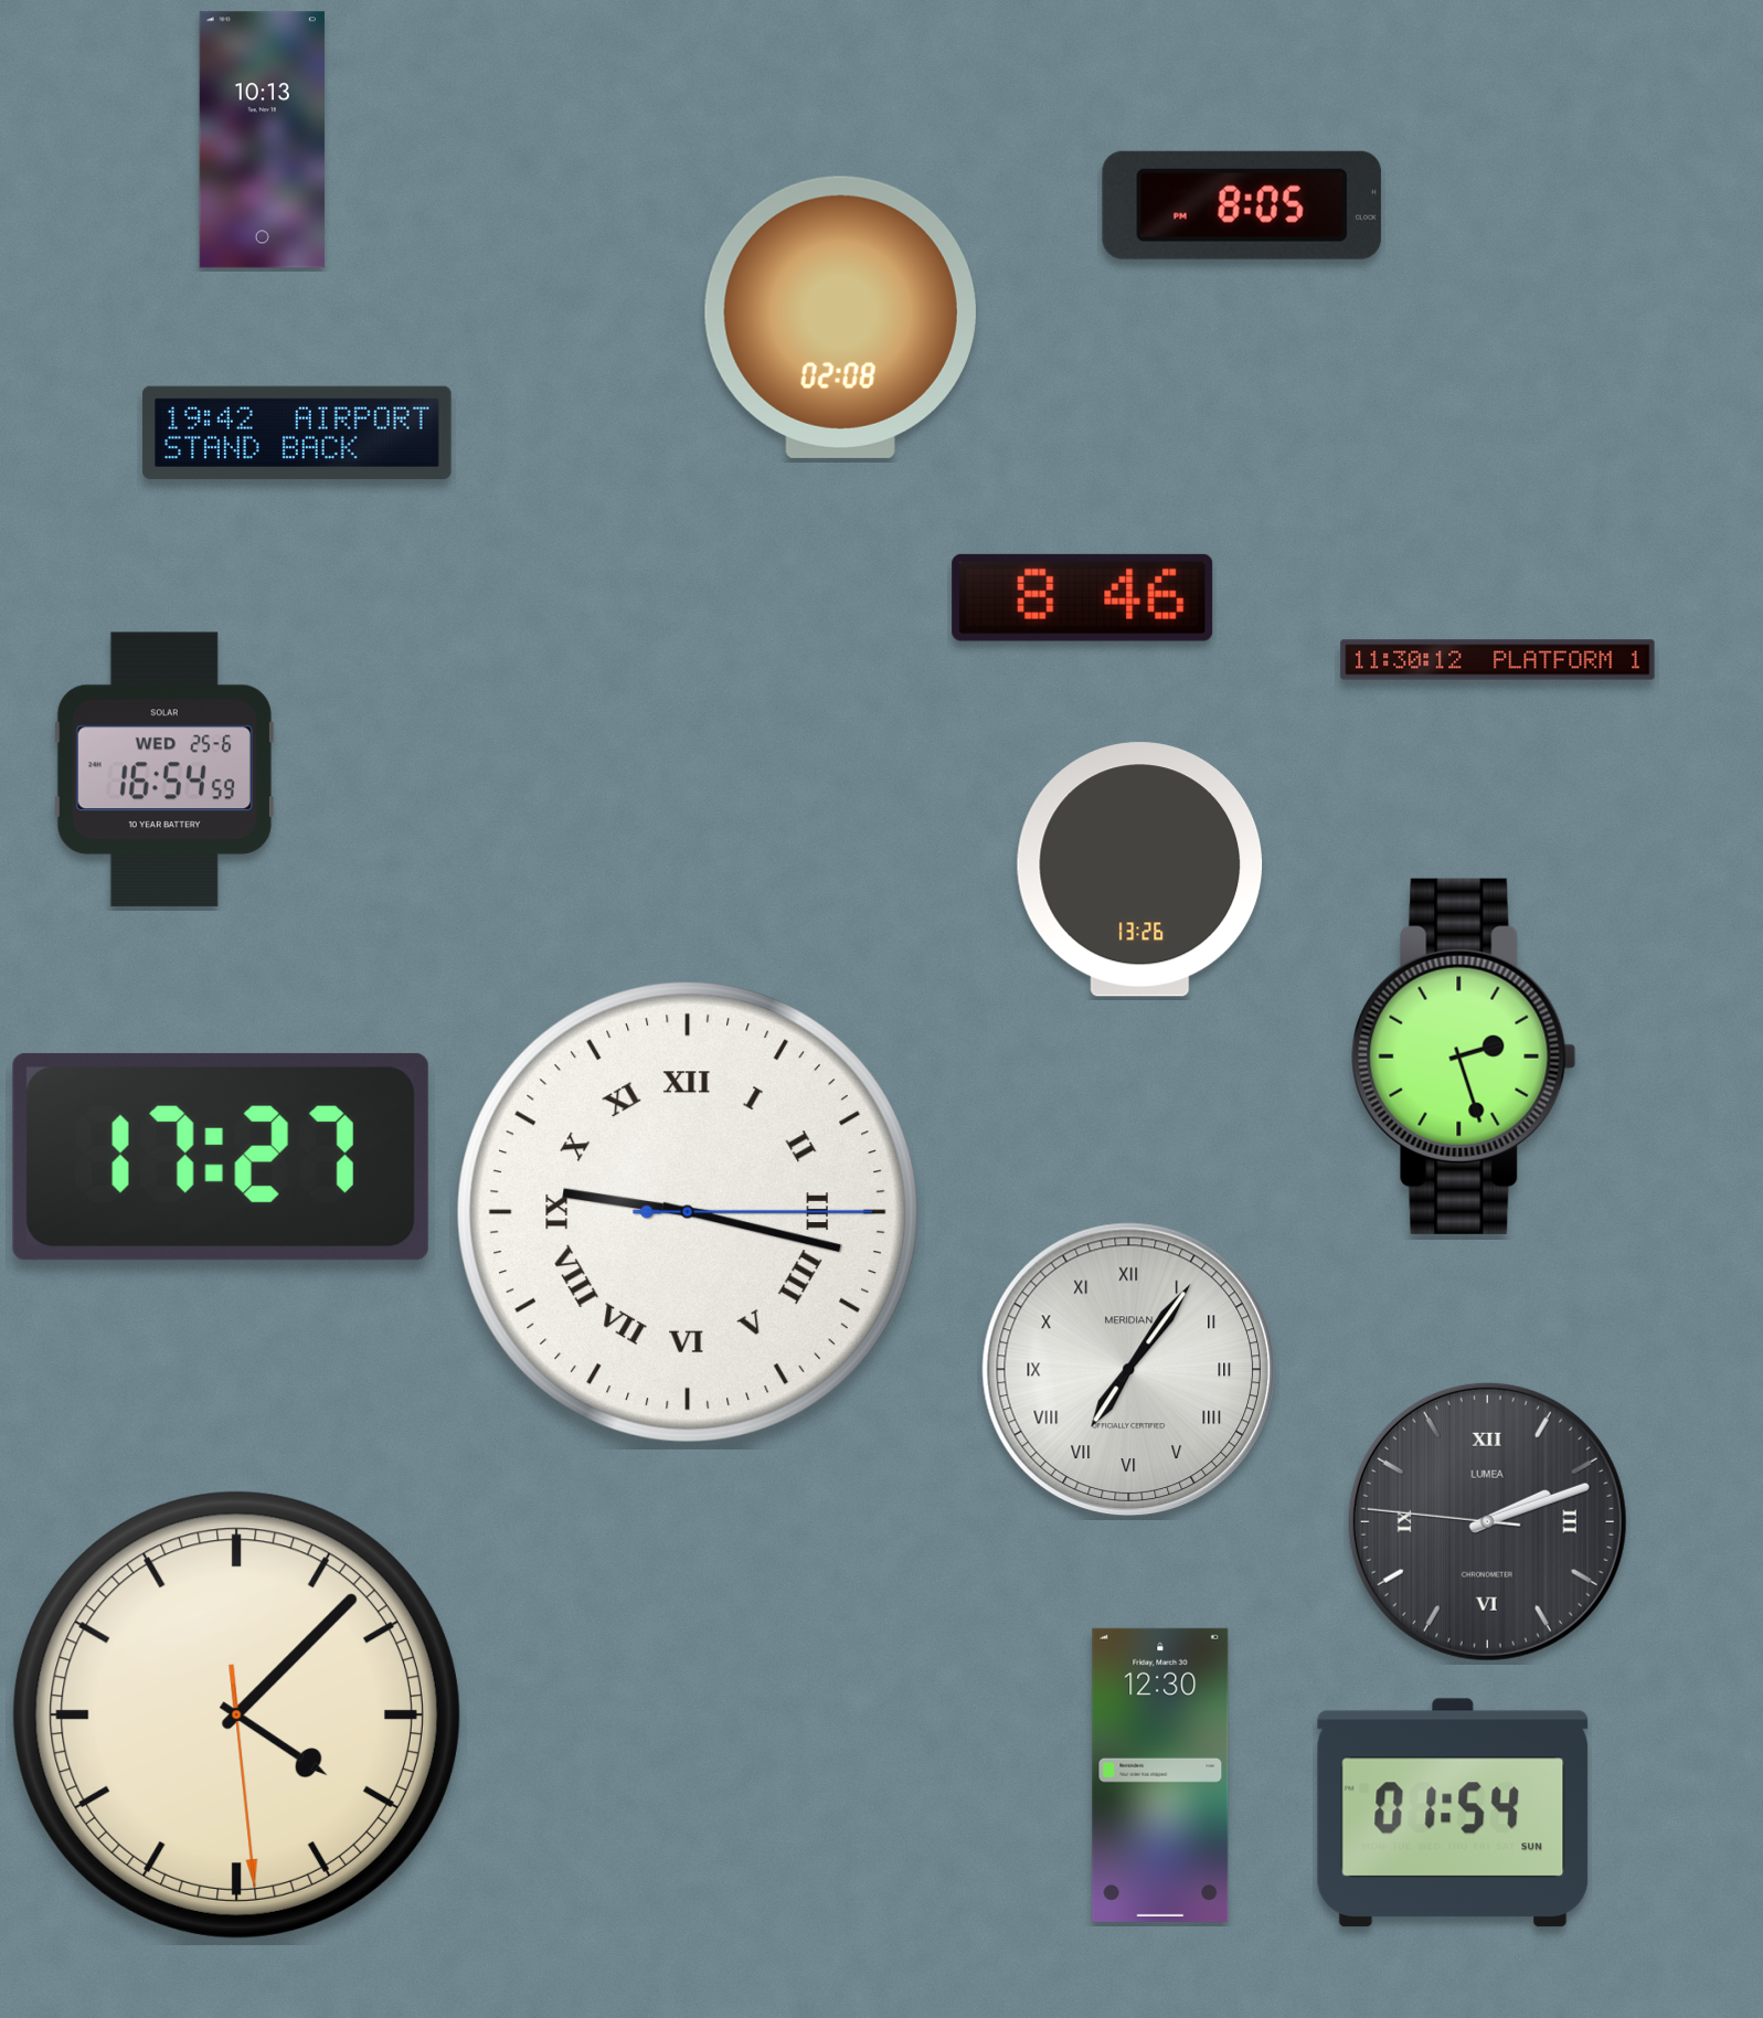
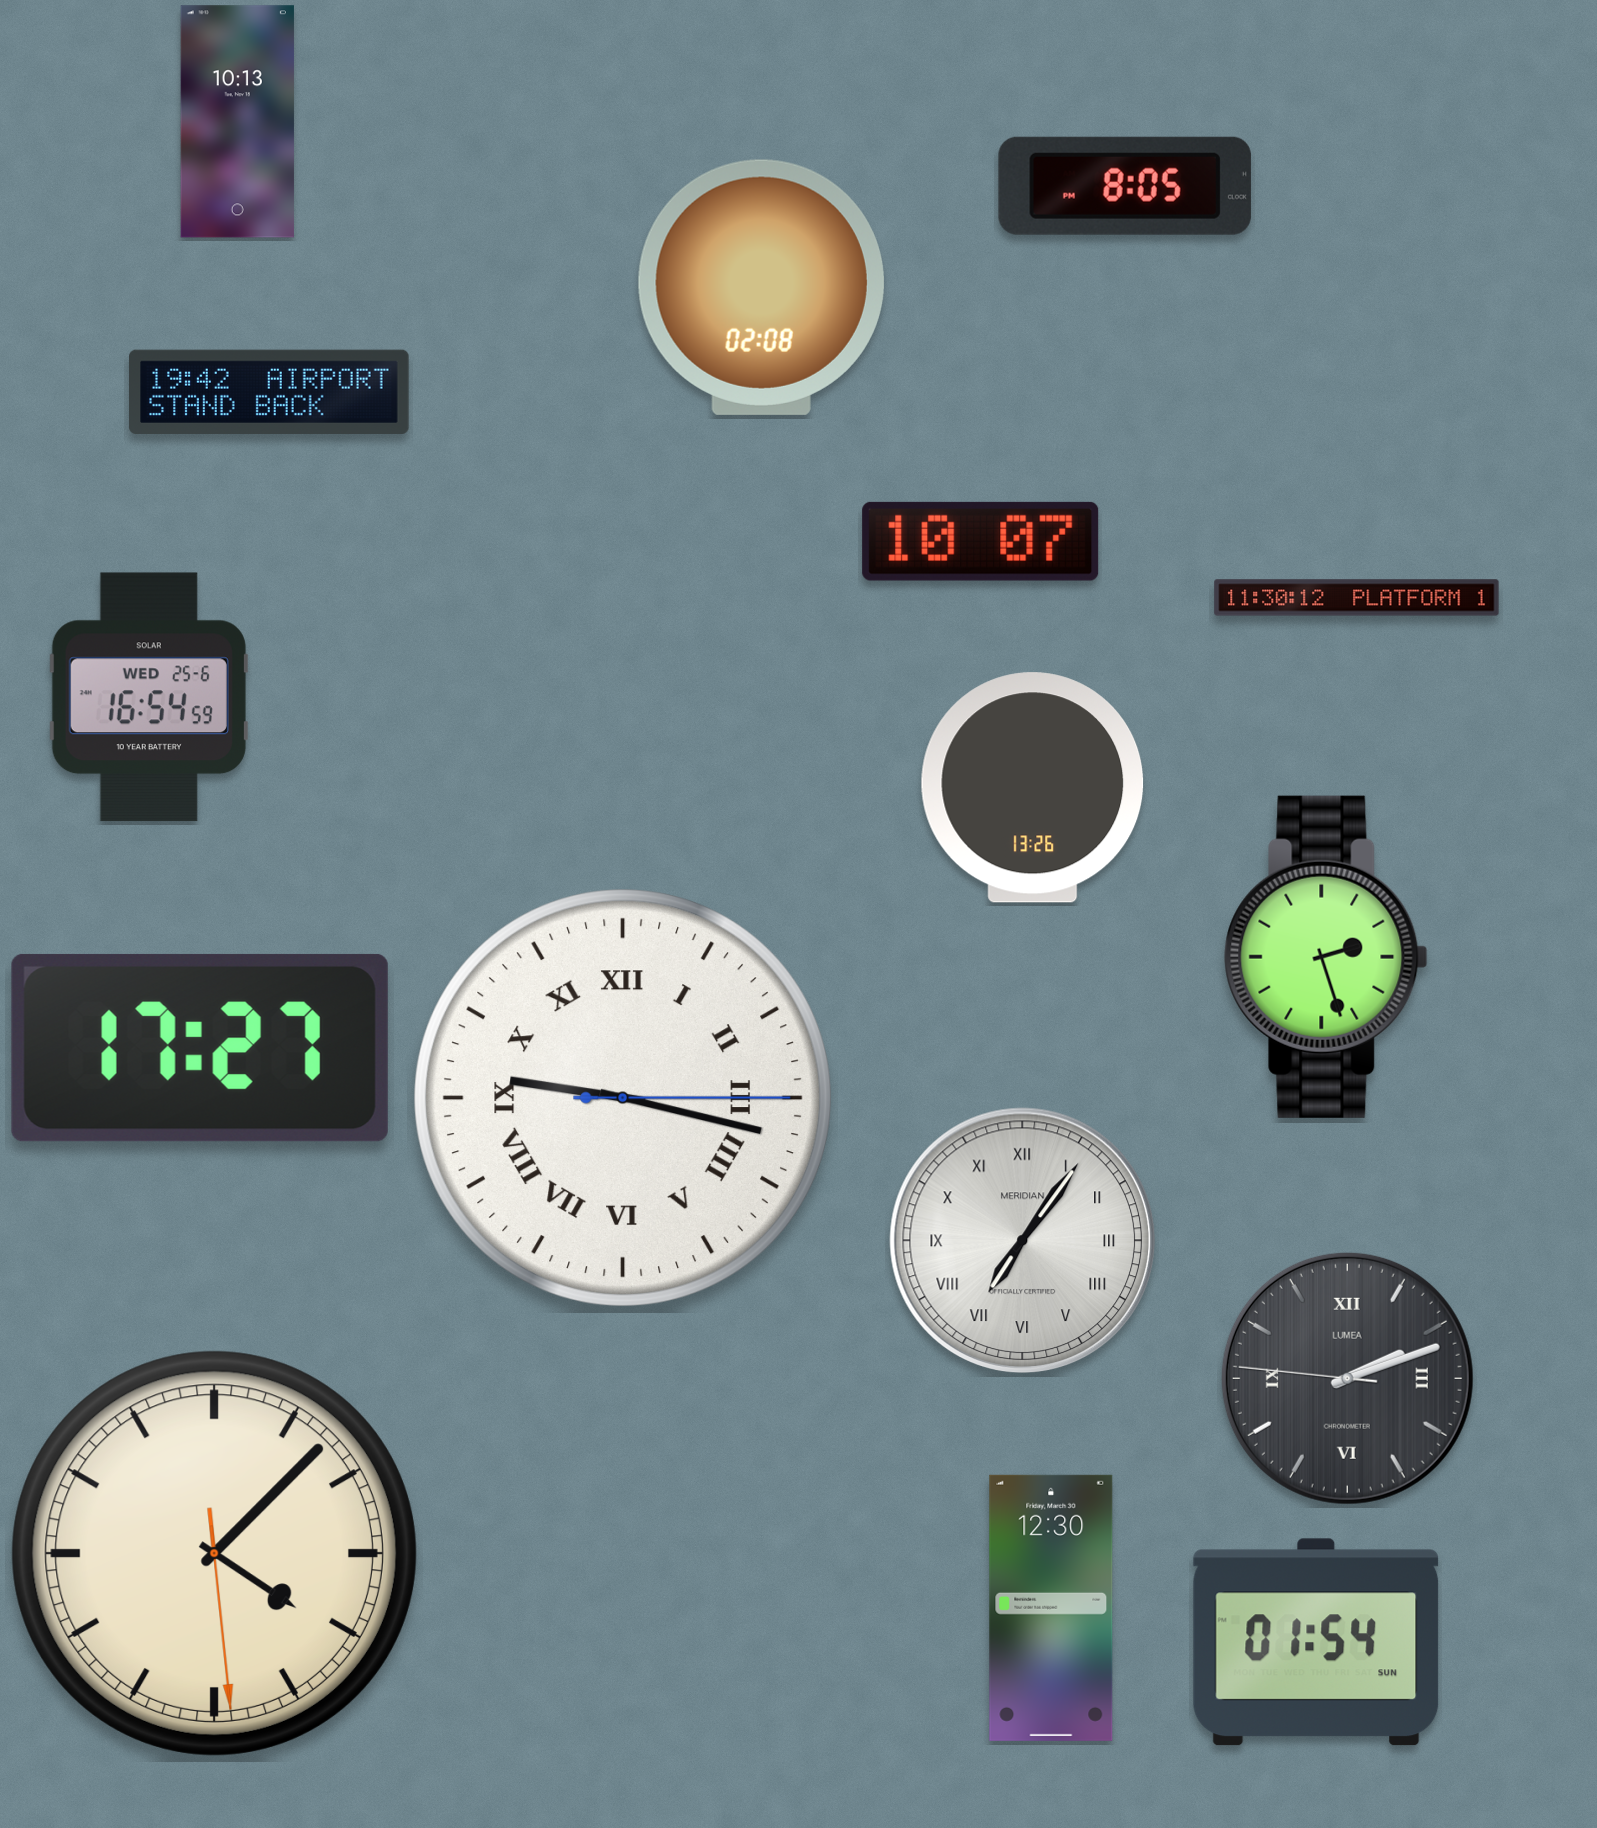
clock at (262, 140) position: (262, 140) -> (237, 122)
clock at (1083, 597): 8:46 -> 10:07
